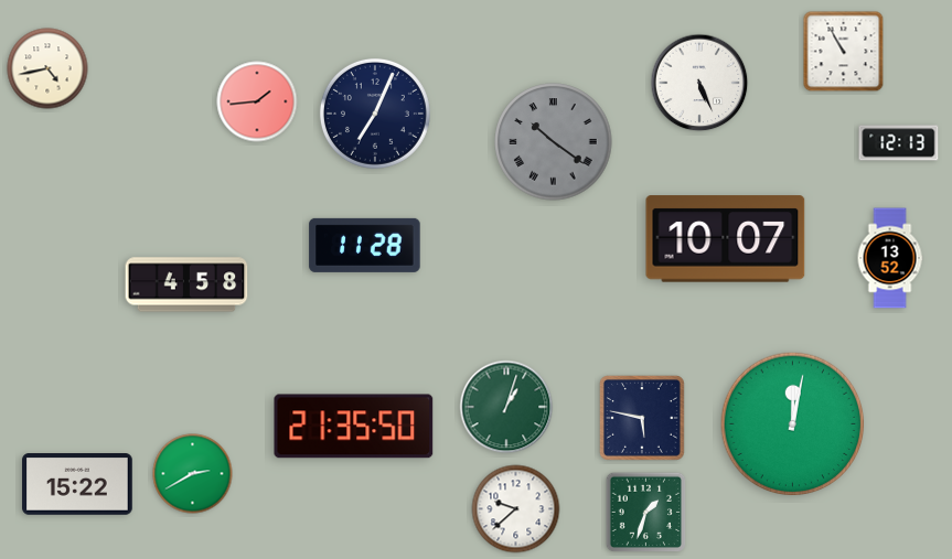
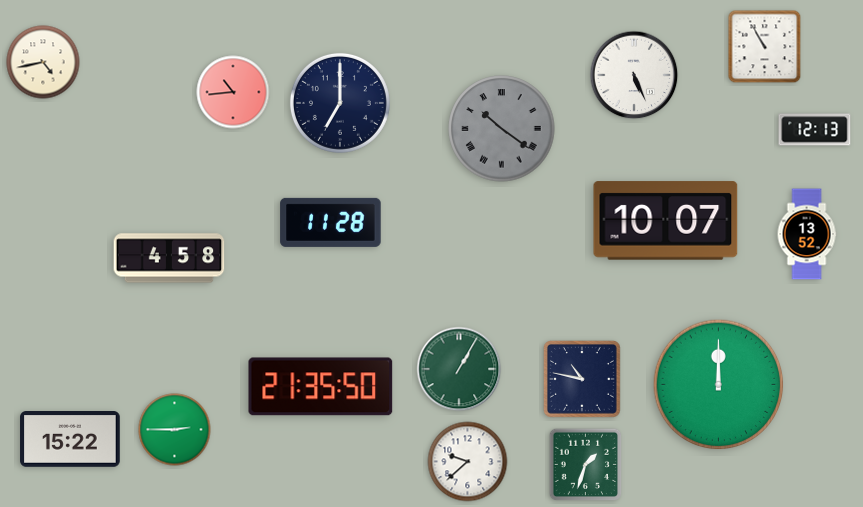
clock at (257, 101): 1:44 -> 10:44
clock at (375, 114): 7:04 -> 7:00
clock at (726, 239) position: (726, 239) -> (666, 221)
clock at (506, 407): 1:03 -> 1:05
clock at (642, 418): 5:47 -> 10:47
clock at (793, 424): 12:02 -> 12:00
clock at (193, 474): 2:40 -> 2:45
